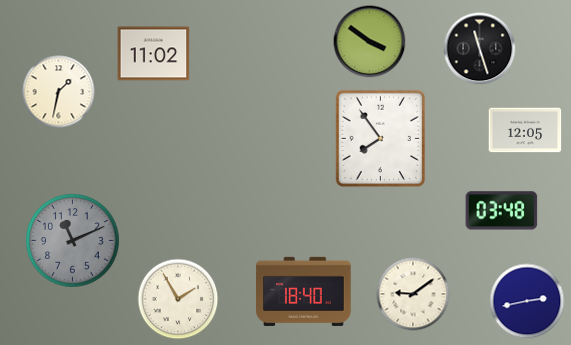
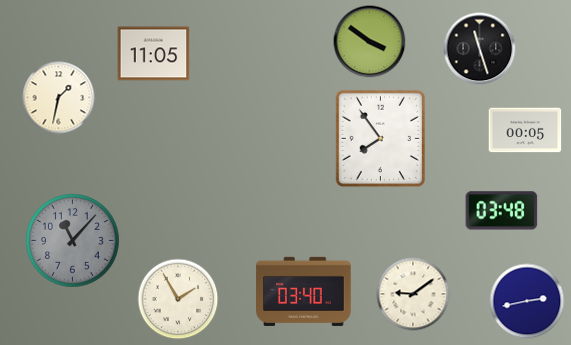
clock at (154, 54): 11:02 -> 11:05
clock at (59, 92) position: (59, 92) -> (59, 98)
clock at (525, 130): 12:05 -> 00:05
clock at (73, 241): 11:11 -> 11:07
clock at (304, 291): 18:40 -> 03:40
